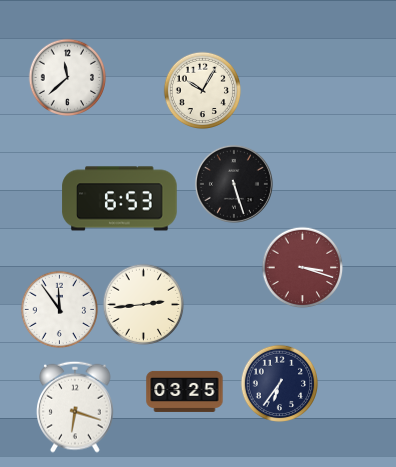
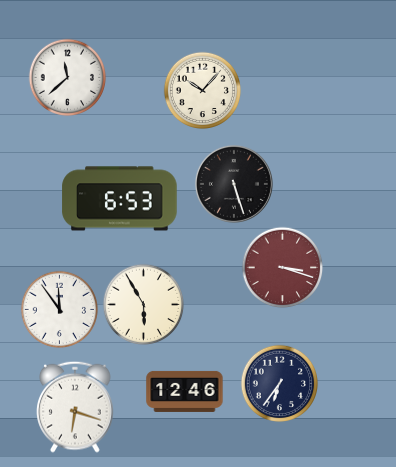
clock at (202, 90): 10:05 -> 10:07
clock at (302, 267) position: (302, 267) -> (282, 267)
clock at (143, 304): 2:44 -> 5:55
clock at (185, 391): 03:25 -> 12:46
